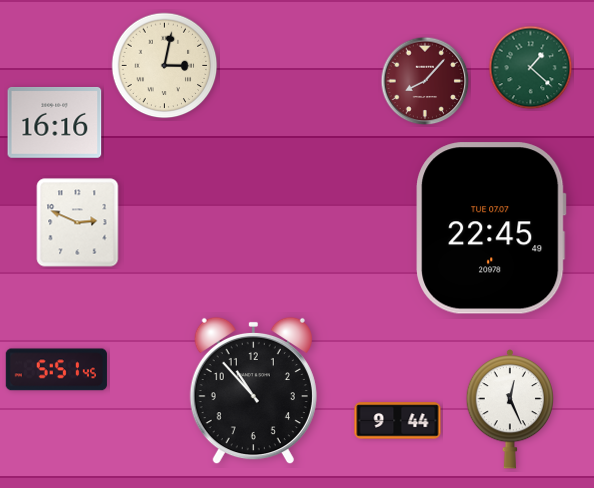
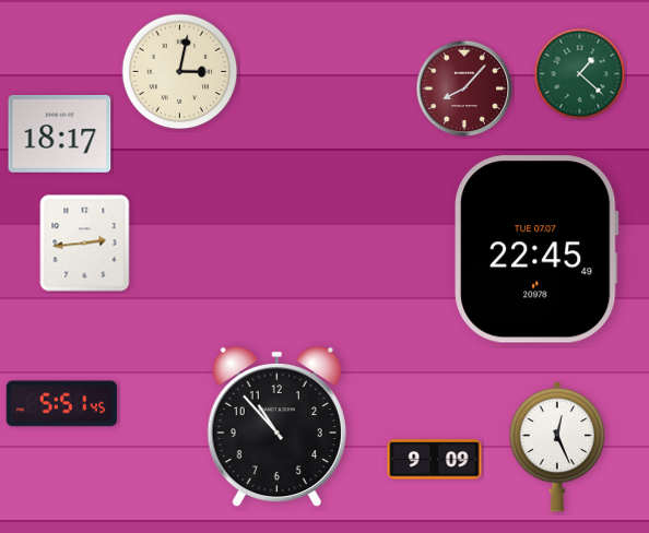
clock at (55, 122): 16:16 -> 18:17
clock at (78, 223): 2:49 -> 2:44
clock at (398, 421): 9:44 -> 9:09
